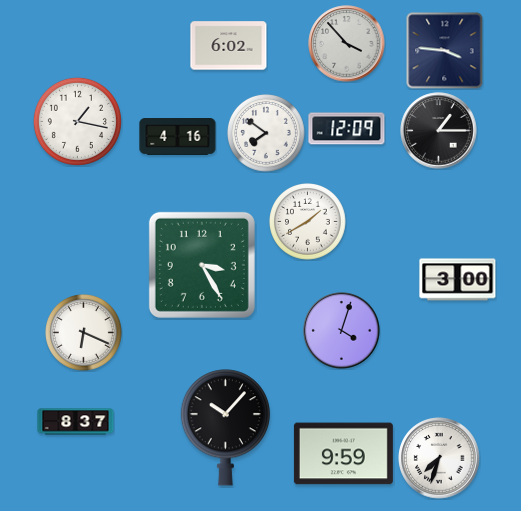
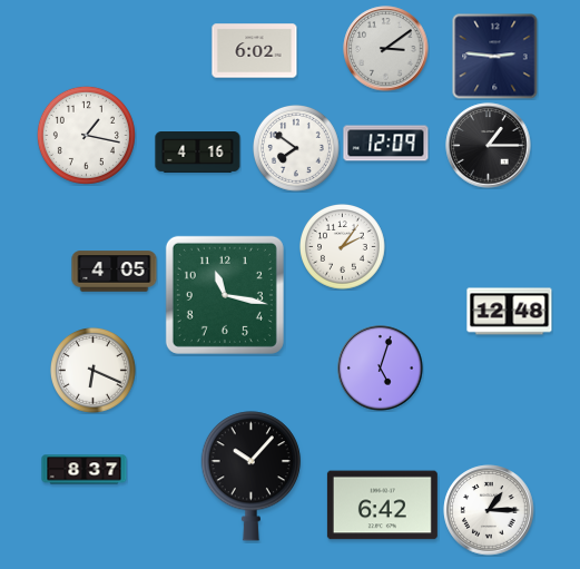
clock at (347, 44): 3:53 -> 3:09
clock at (445, 51): 3:46 -> 2:46
clock at (308, 222): 1:40 -> 2:06
clock at (115, 272): none -> 4:05
clock at (202, 265): 3:25 -> 11:17
clock at (458, 280): 3:00 -> 12:48
clock at (342, 331): 4:03 -> 5:03
clock at (343, 454): 9:59 -> 6:42
clock at (439, 458): 7:33 -> 1:15
